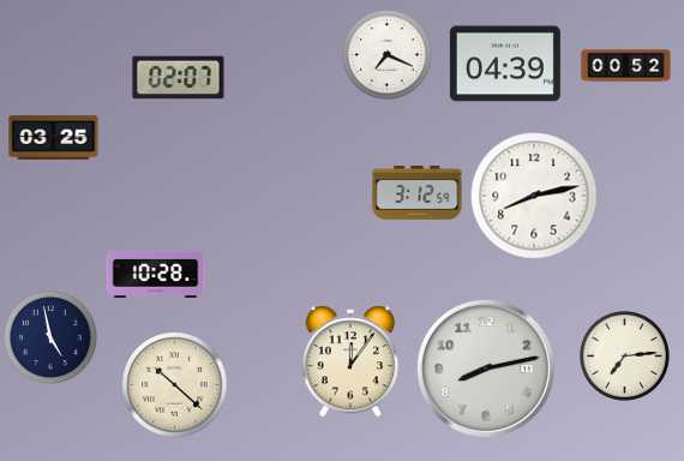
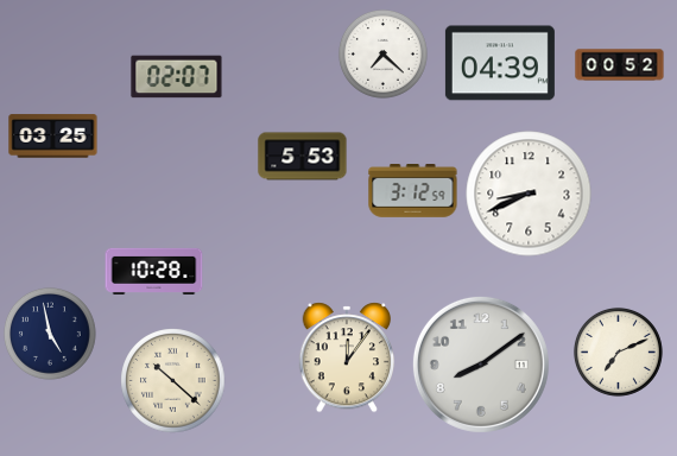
clock at (386, 54): 7:19 -> 7:22
clock at (303, 157): none -> 5:53
clock at (534, 196): 8:13 -> 8:41
clock at (624, 355): 7:14 -> 7:11
clock at (486, 369): 8:13 -> 8:09
